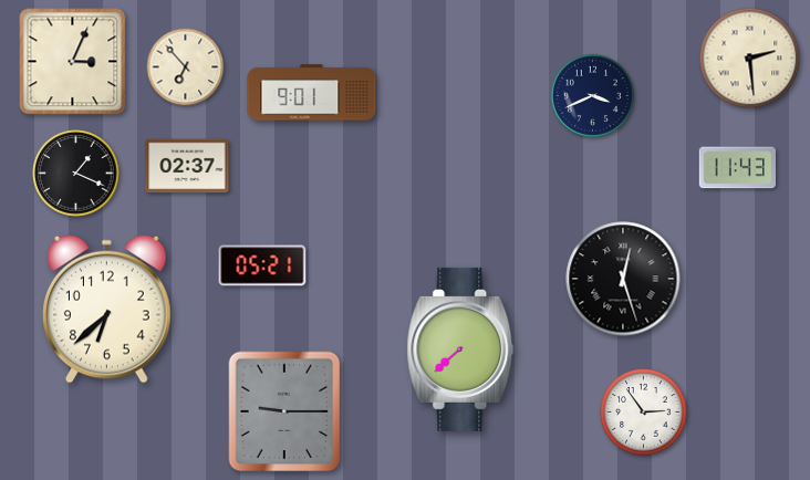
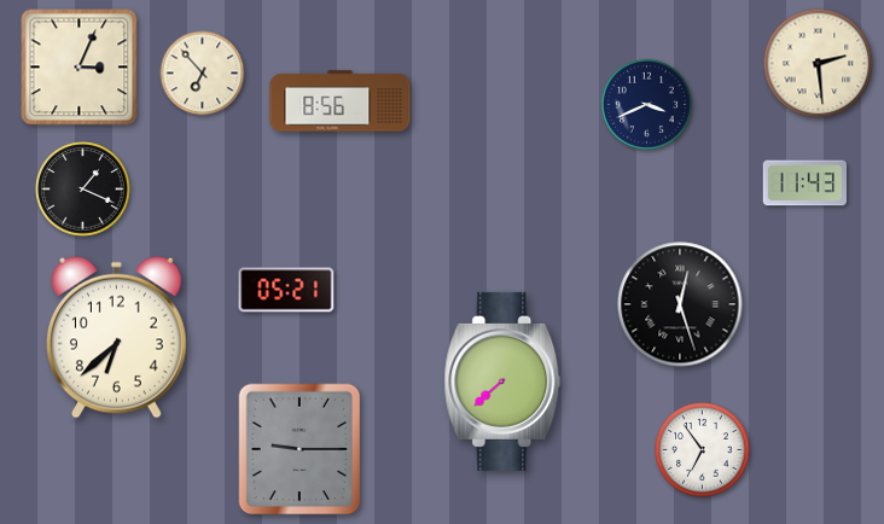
clock at (312, 93): 9:01 -> 8:56
clock at (187, 166): 02:37 -> none
clock at (284, 411) position: (284, 411) -> (299, 449)
clock at (644, 413): 2:54 -> 6:54
